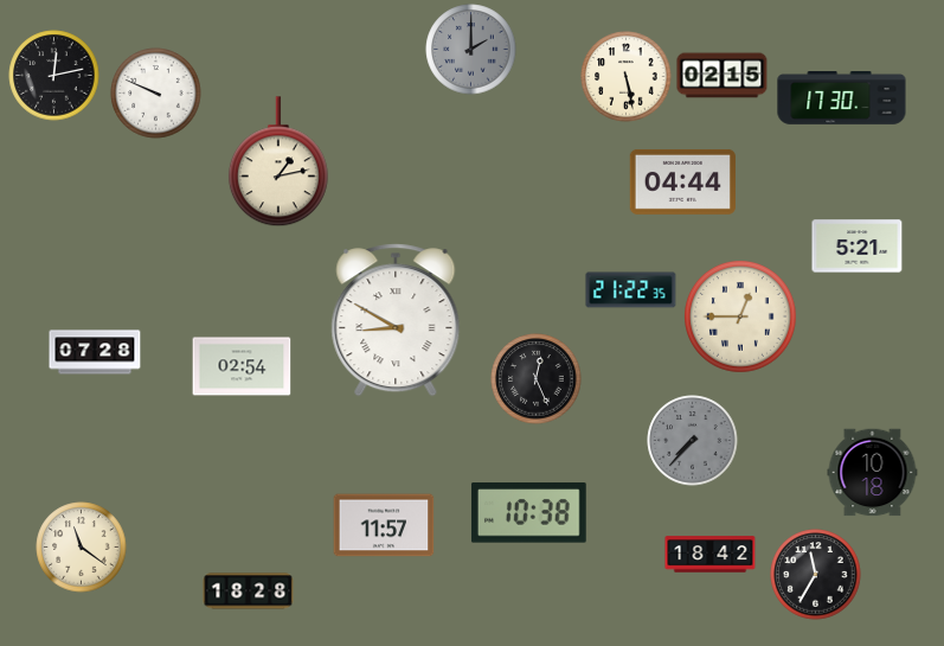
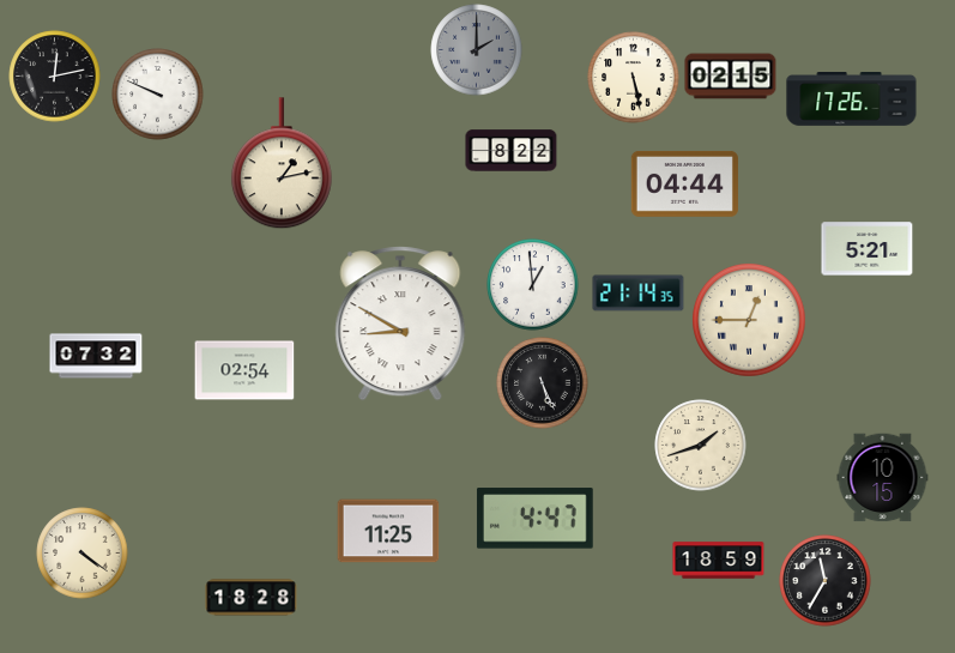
clock at (842, 98): 17:30 -> 17:26
clock at (512, 151): none -> 8:22
clock at (682, 181) position: (682, 181) -> (684, 183)
clock at (533, 285): none -> 12:59
clock at (631, 290): 21:22 -> 21:14
clock at (95, 352): 07:28 -> 07:32
clock at (537, 379): 12:26 -> 5:26
clock at (693, 441): 7:37 -> 1:42
clock at (693, 441) dial: grey -> cream
clock at (873, 473): 10:18 -> 10:15
clock at (528, 513): 10:38 -> 4:47
clock at (384, 525): 11:57 -> 11:25
clock at (82, 548): 11:21 -> 4:21
clock at (711, 555): 18:42 -> 18:59
